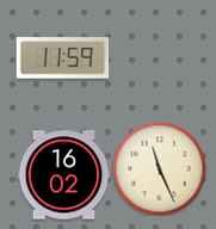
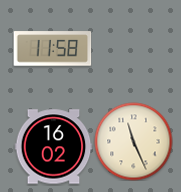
clock at (62, 58): 11:59 -> 11:58
